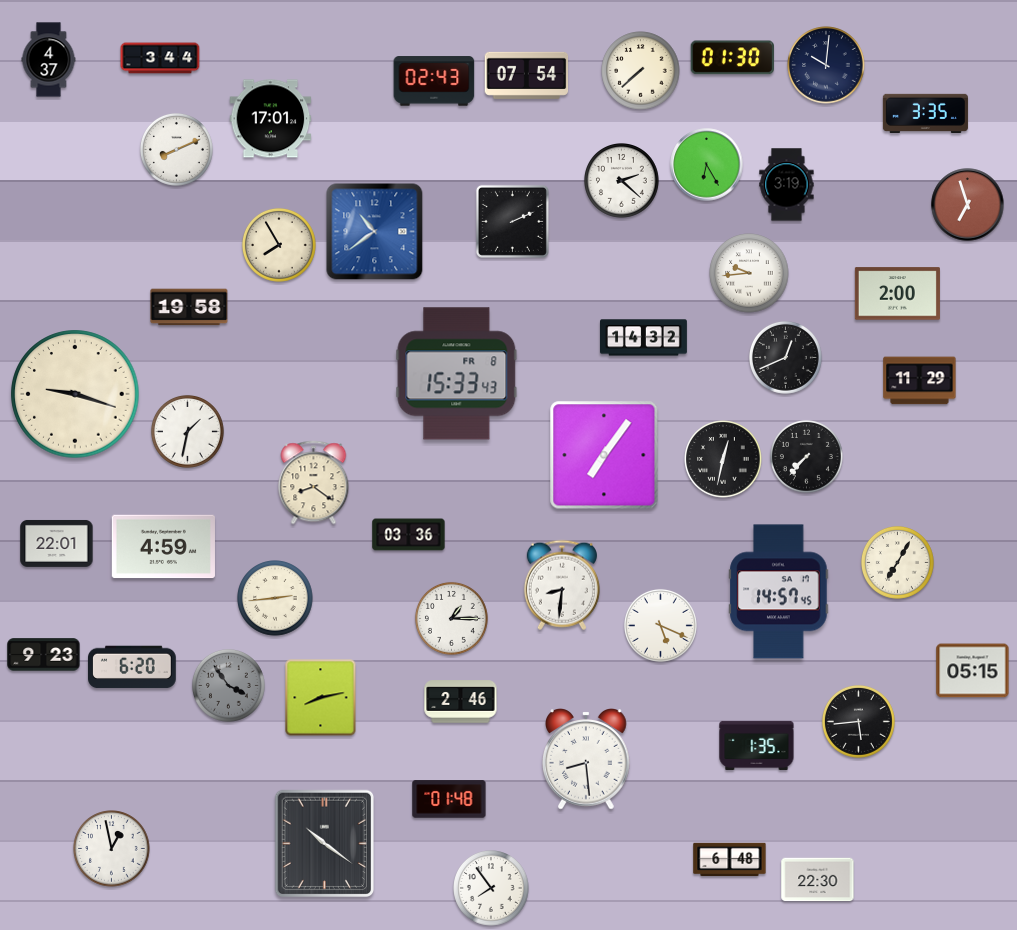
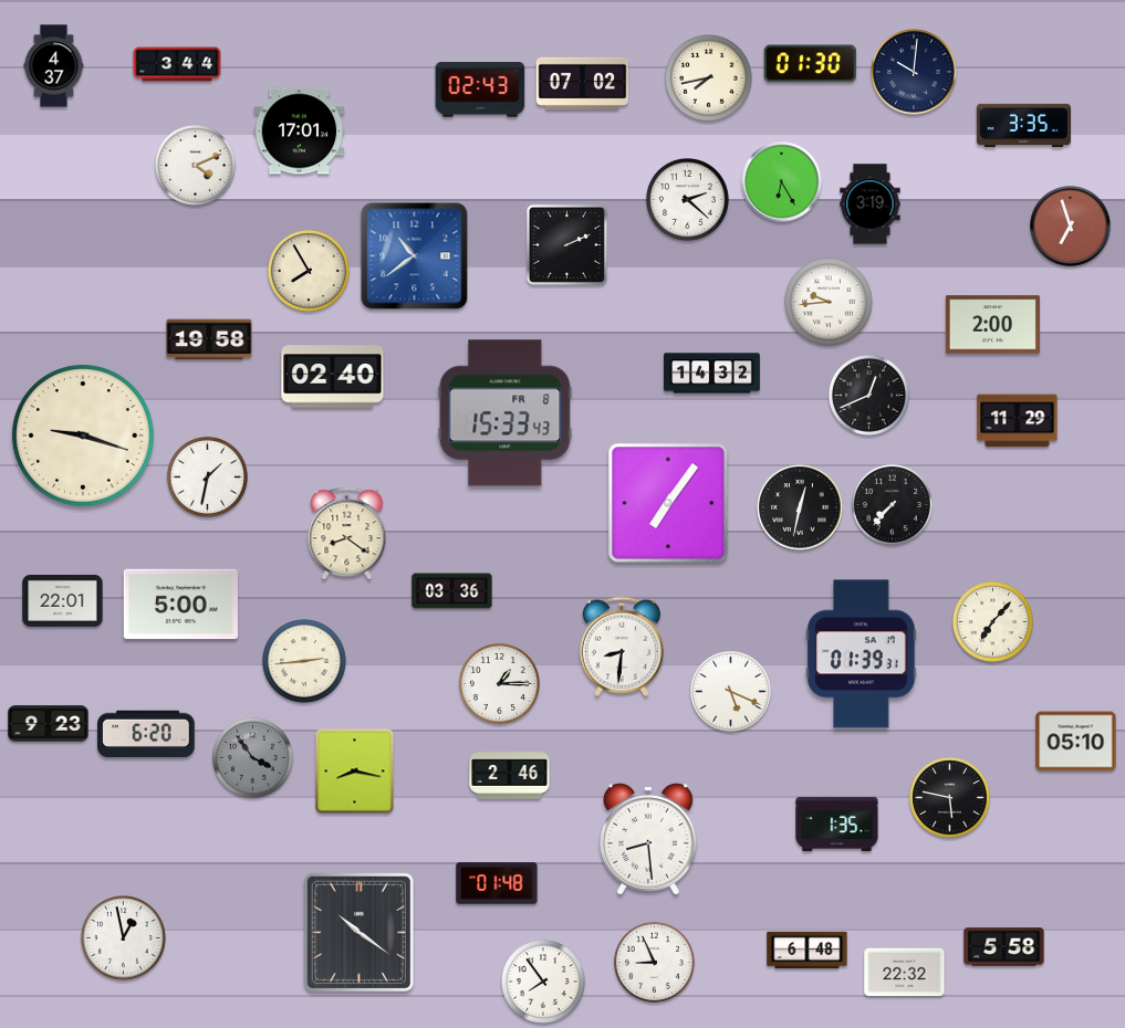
clock at (641, 71): 7:38 -> 7:43
clock at (527, 75): 07:54 -> 07:02
clock at (176, 149): 8:11 -> 4:11
clock at (333, 377): none -> 02:40
clock at (163, 547): 4:59 -> 5:00
clock at (897, 562): 7:05 -> 7:07
clock at (779, 592): 14:57 -> 01:39
clock at (133, 667) position: (133, 667) -> (147, 734)
clock at (973, 671): 05:15 -> 05:10
clock at (321, 698): 8:13 -> 8:17
clock at (858, 721): 5:44 -> 5:47
clock at (1004, 947): none -> 5:58
clock at (654, 962): none -> 8:56
clock at (818, 880): 22:30 -> 22:32
